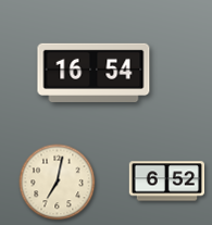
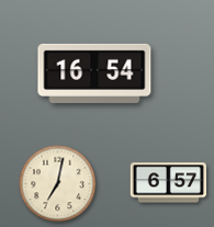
clock at (166, 182): 6:52 -> 6:57
